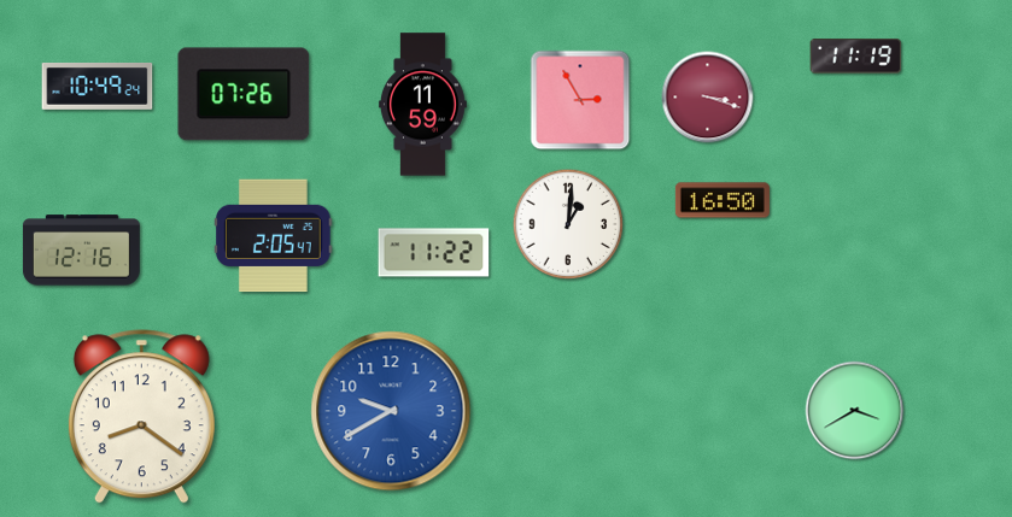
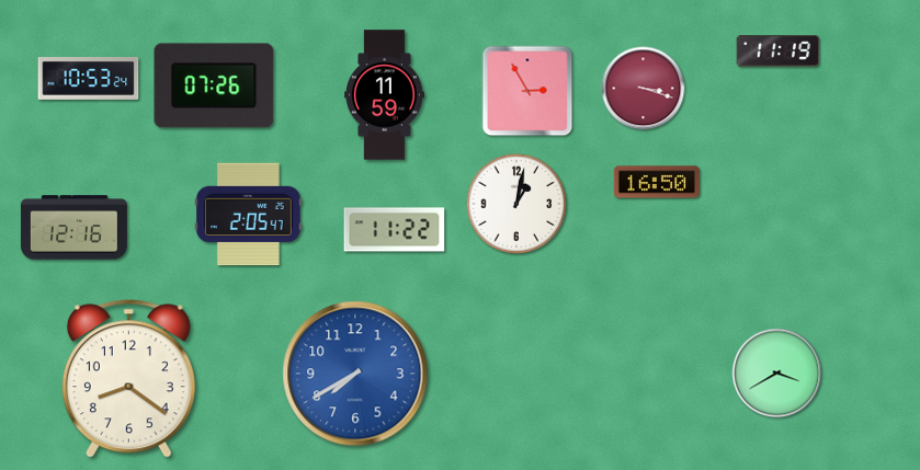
clock at (98, 87): 10:49 -> 10:53
clock at (244, 94) position: (244, 94) -> (214, 85)
clock at (568, 224): 1:01 -> 1:02
clock at (391, 411): 9:40 -> 7:40
